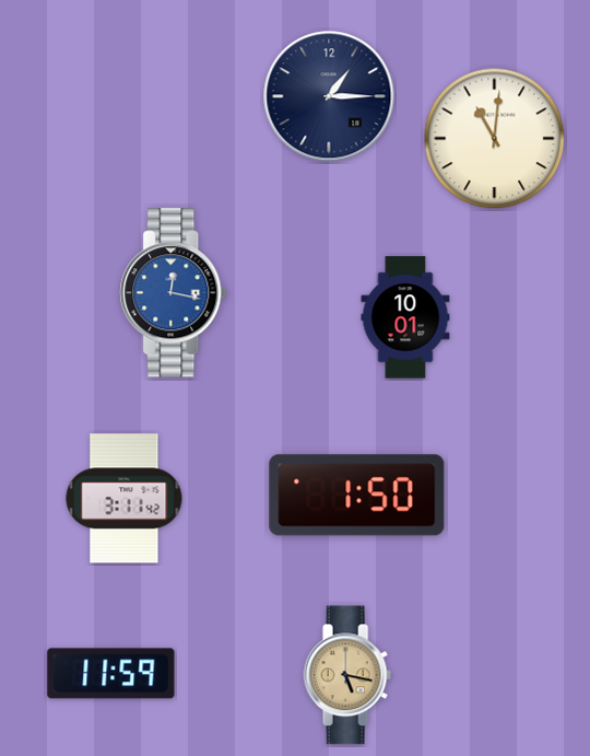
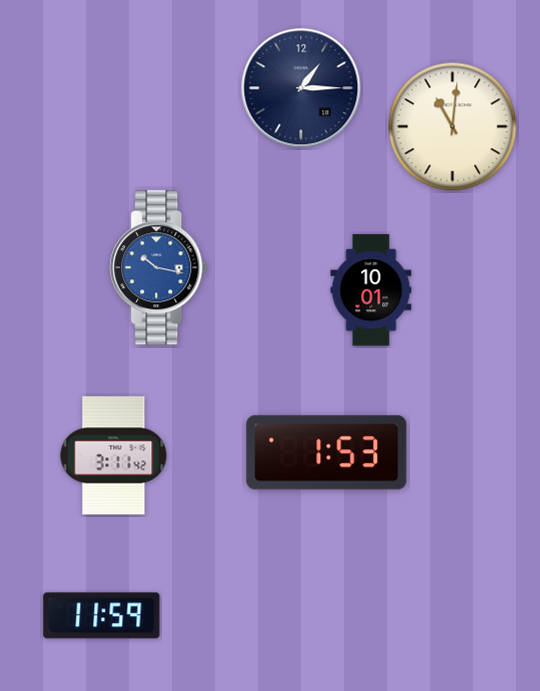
clock at (174, 293): 12:17 -> 10:17
clock at (357, 496): 1:50 -> 1:53
clock at (347, 675): 5:17 -> none
